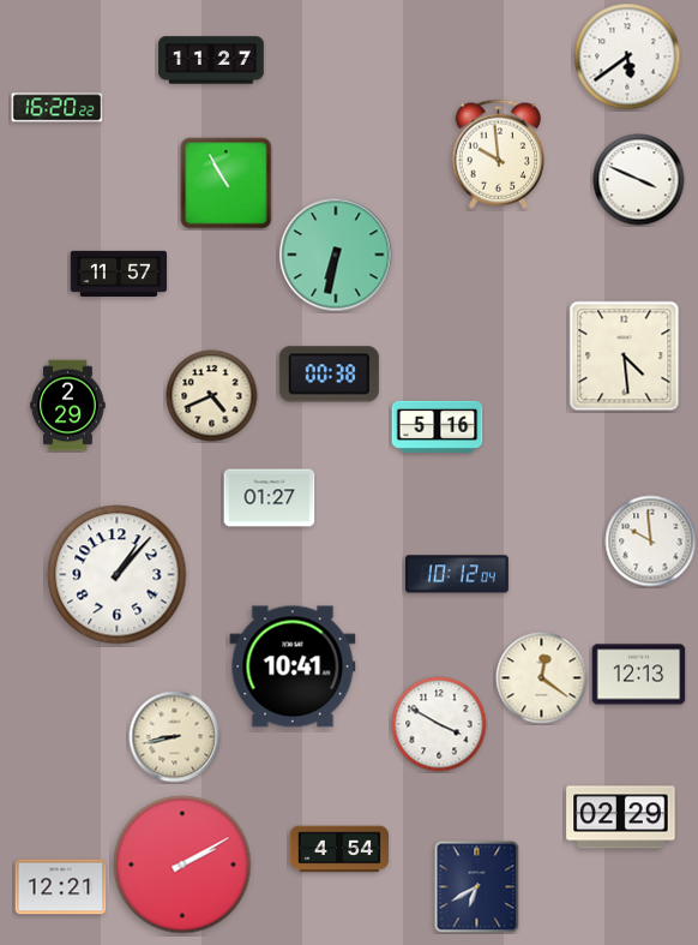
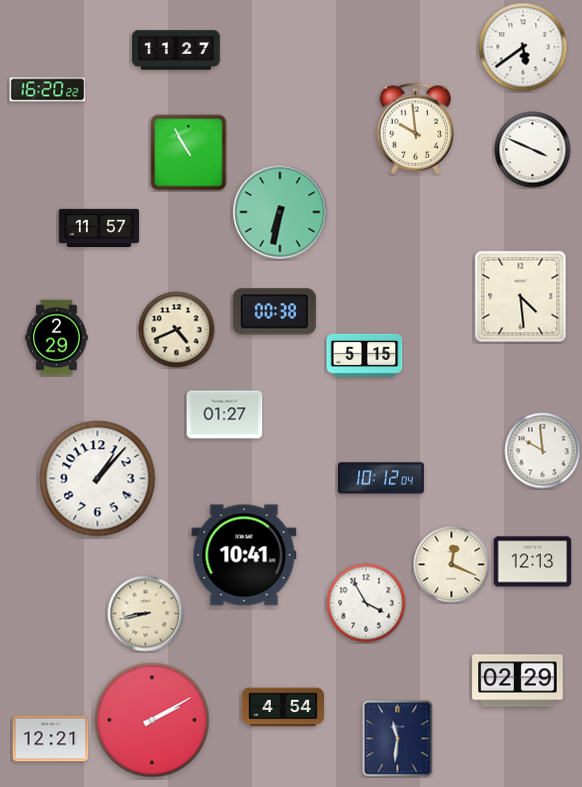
clock at (438, 426): 5:16 -> 5:15
clock at (542, 678): 12:21 -> 12:19
clock at (439, 724): 3:50 -> 3:55
clock at (477, 887): 6:40 -> 11:31
